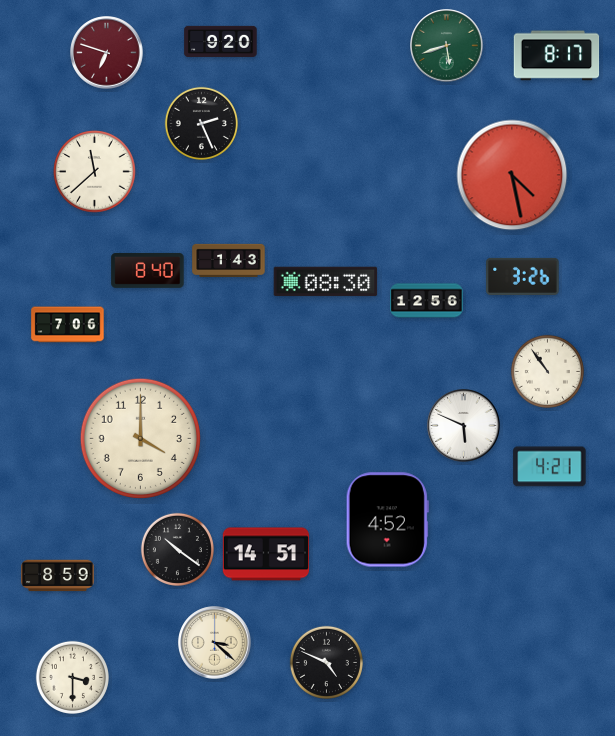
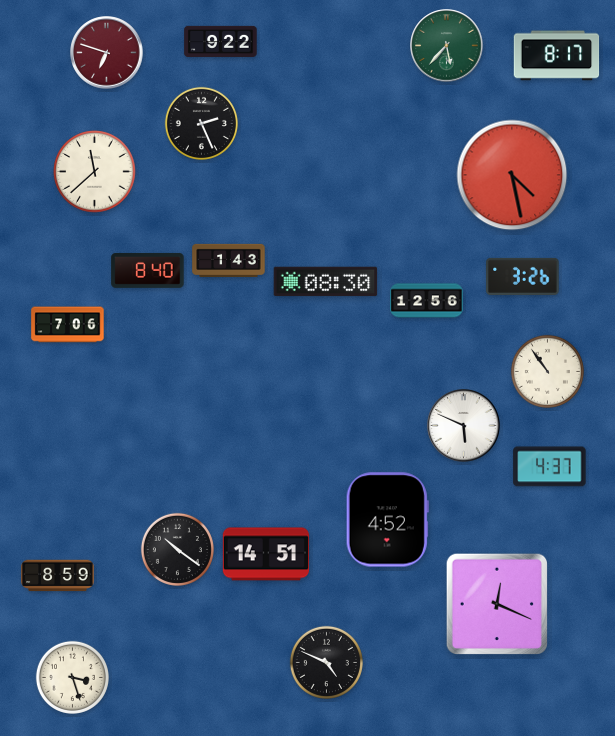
clock at (221, 41): 9:20 -> 9:22
clock at (447, 46): 5:42 -> 5:37
clock at (140, 438): 4:00 -> none
clock at (550, 467): 4:21 -> 4:37
clock at (496, 604): none -> 12:19
clock at (215, 643): 3:22 -> none
clock at (72, 677): 3:30 -> 3:27
